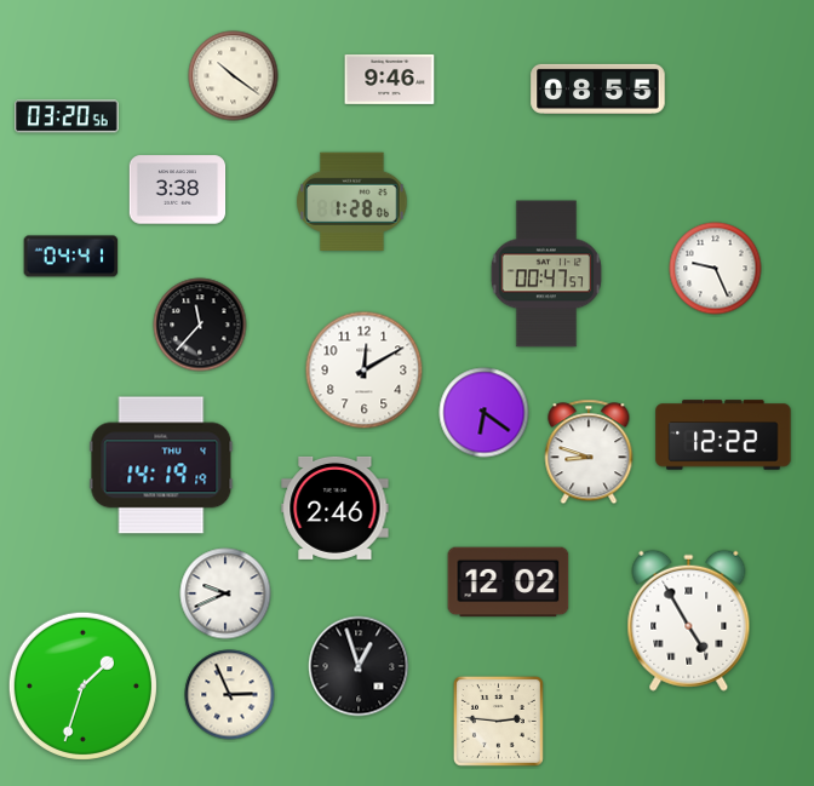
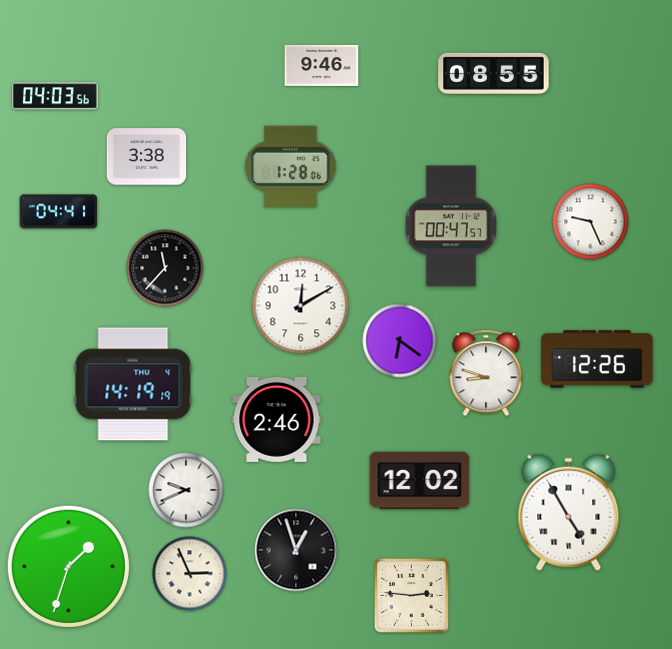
clock at (234, 76): 10:21 -> none
clock at (67, 116): 03:20 -> 04:03
clock at (723, 435): 12:22 -> 12:26
